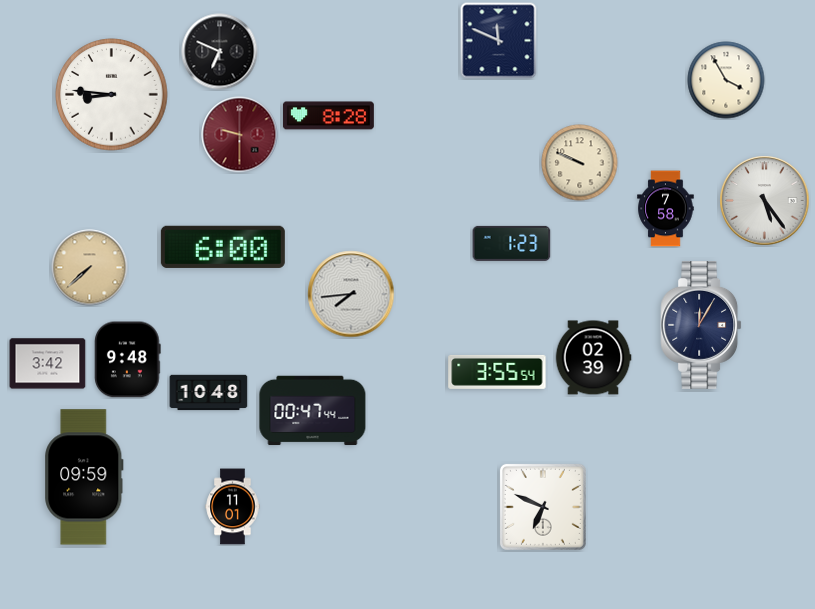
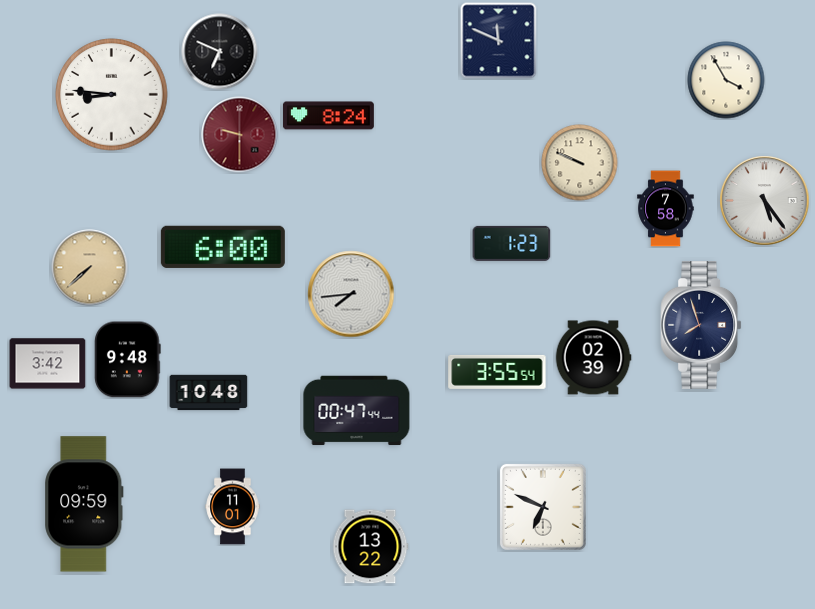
clock at (328, 116): 8:28 -> 8:24
clock at (701, 326): 12:05 -> 7:57
clock at (313, 411) position: (313, 411) -> (357, 411)
clock at (84, 477) position: (84, 477) -> (84, 504)
clock at (370, 547): none -> 13:22
